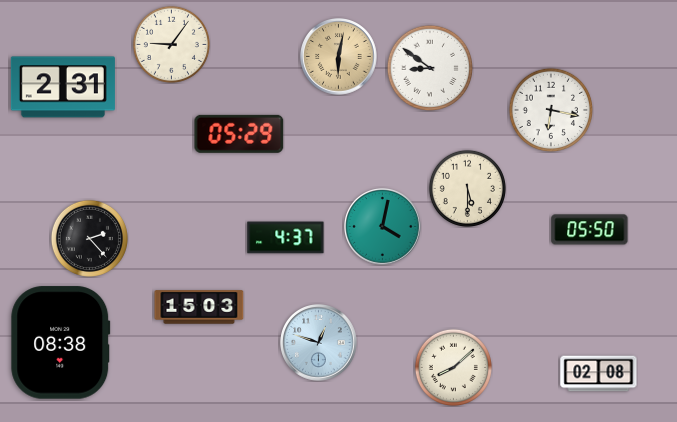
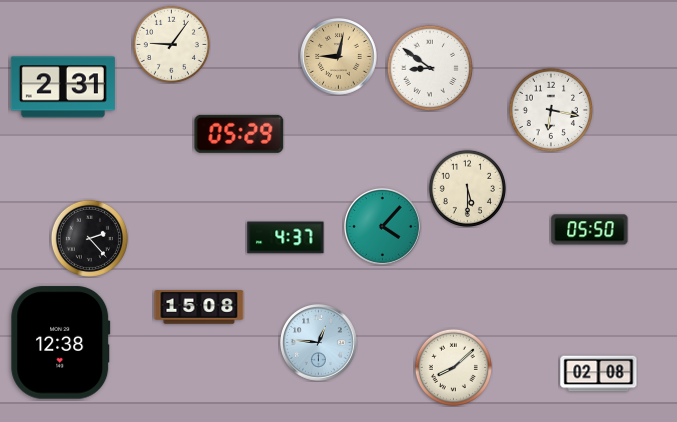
clock at (339, 57): 6:02 -> 9:02
clock at (383, 227): 4:02 -> 4:07
clock at (199, 307): 15:03 -> 15:08
clock at (61, 343): 08:38 -> 12:38
clock at (319, 343): 12:48 -> 12:46
